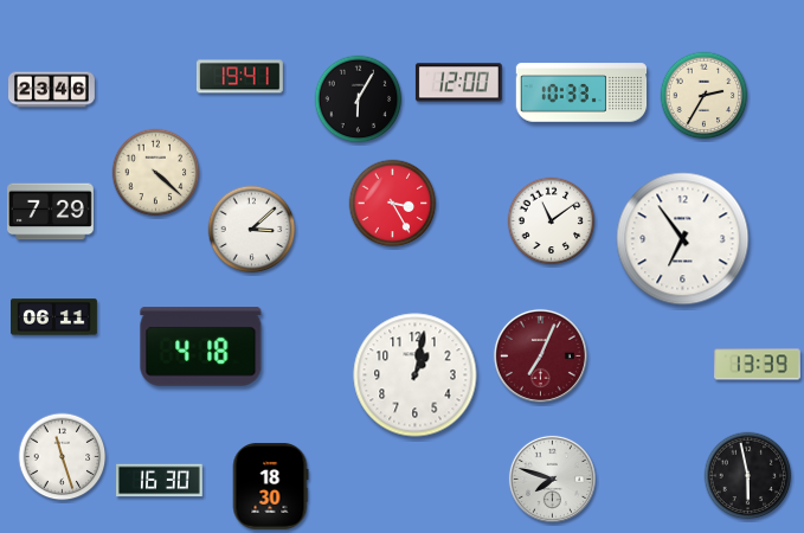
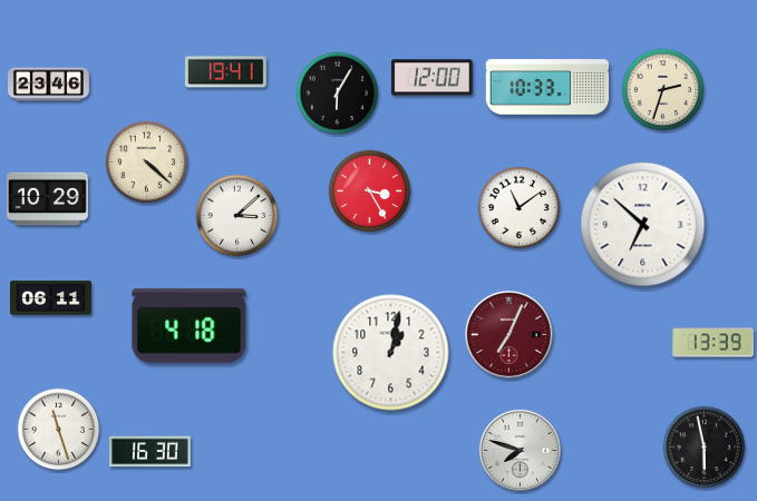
clock at (705, 96): 2:35 -> 2:33
clock at (51, 212): 7:29 -> 10:29
clock at (683, 239): 6:54 -> 6:52
clock at (270, 486): 18:30 -> none
